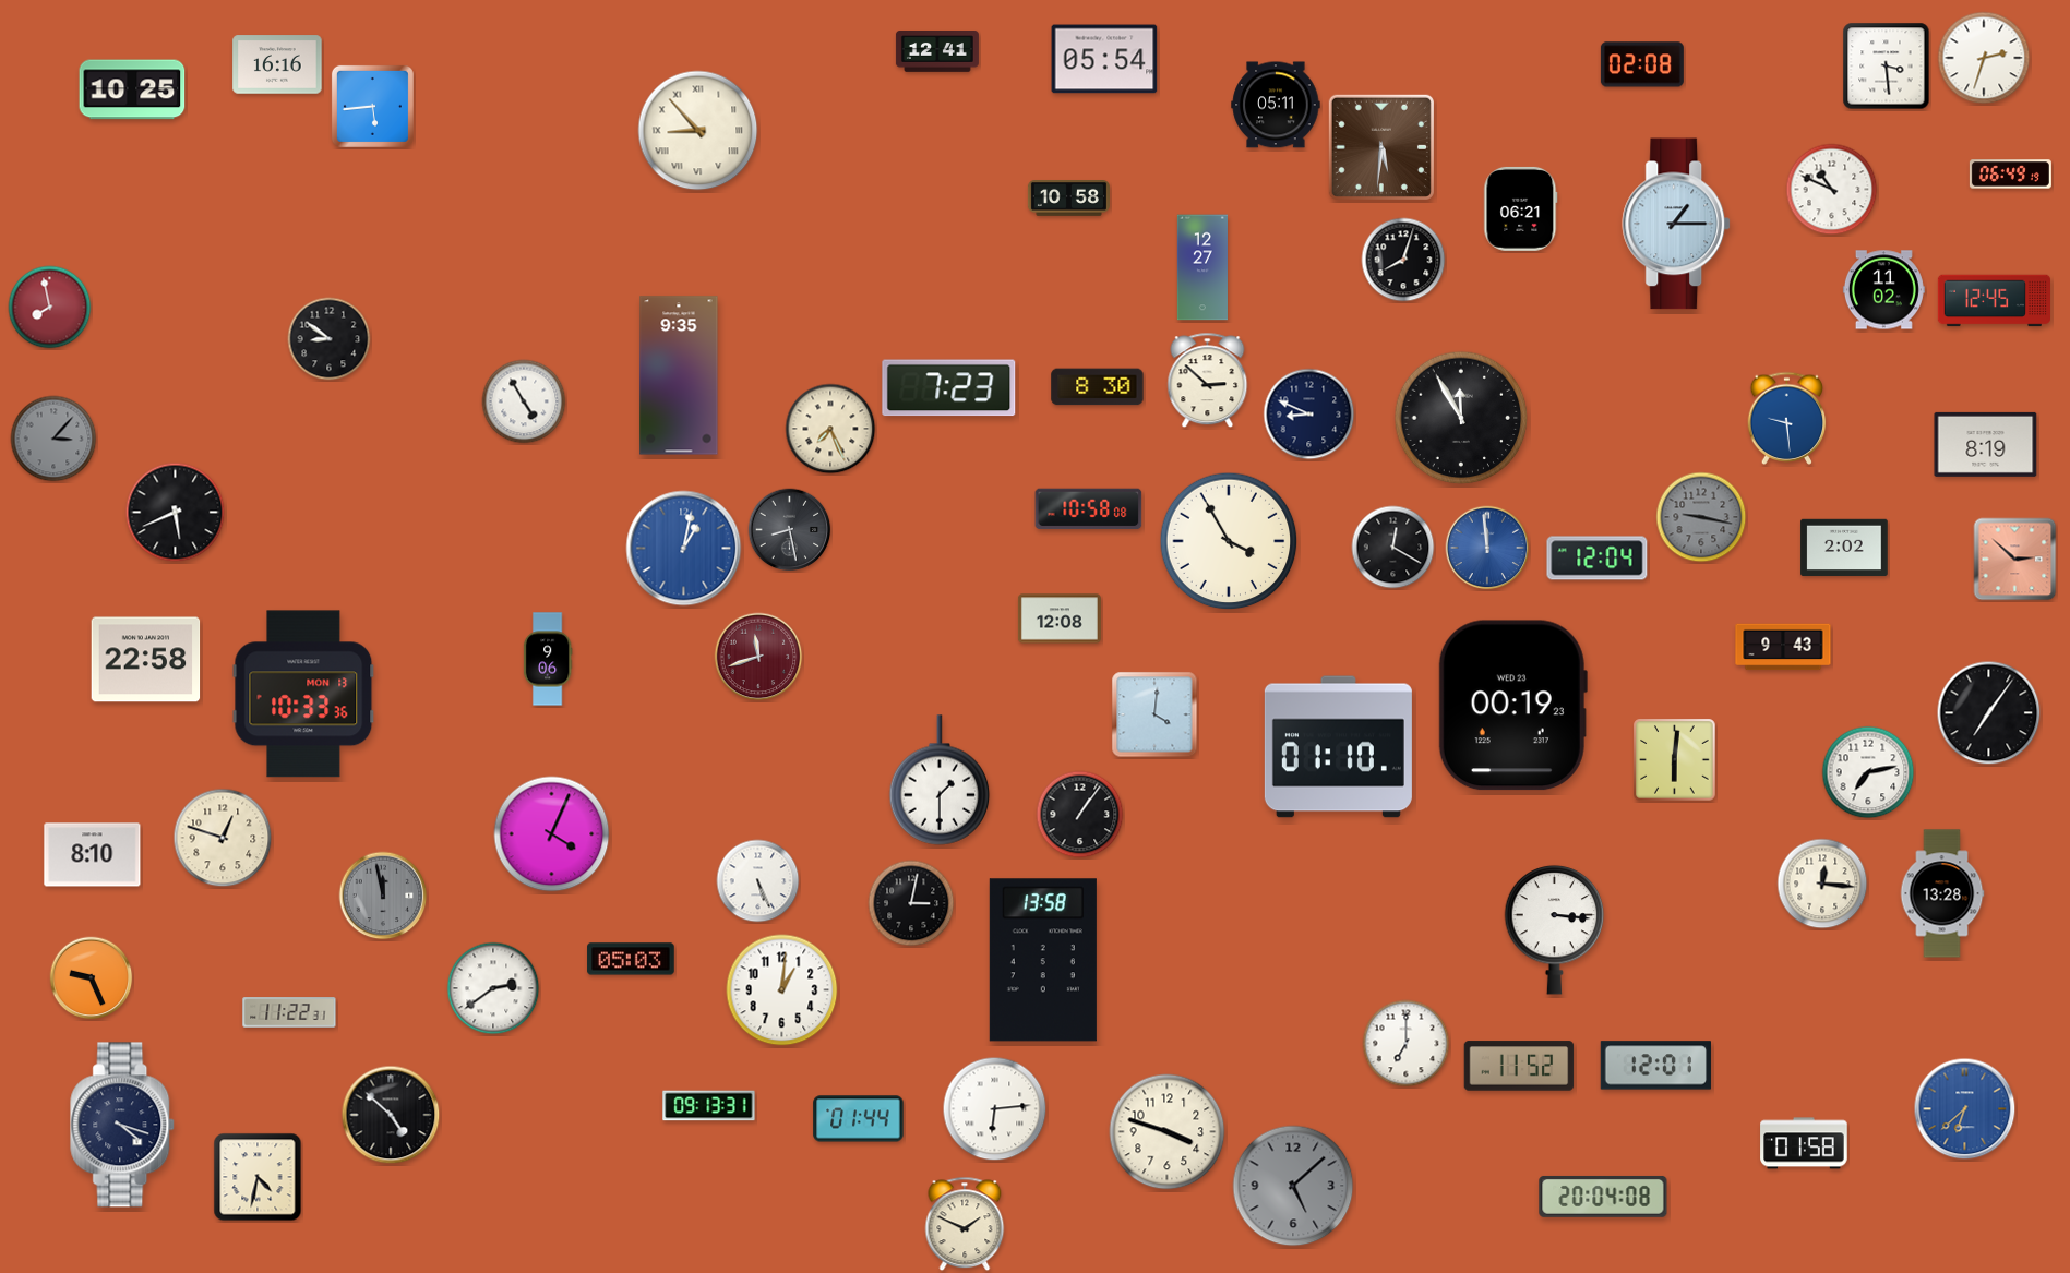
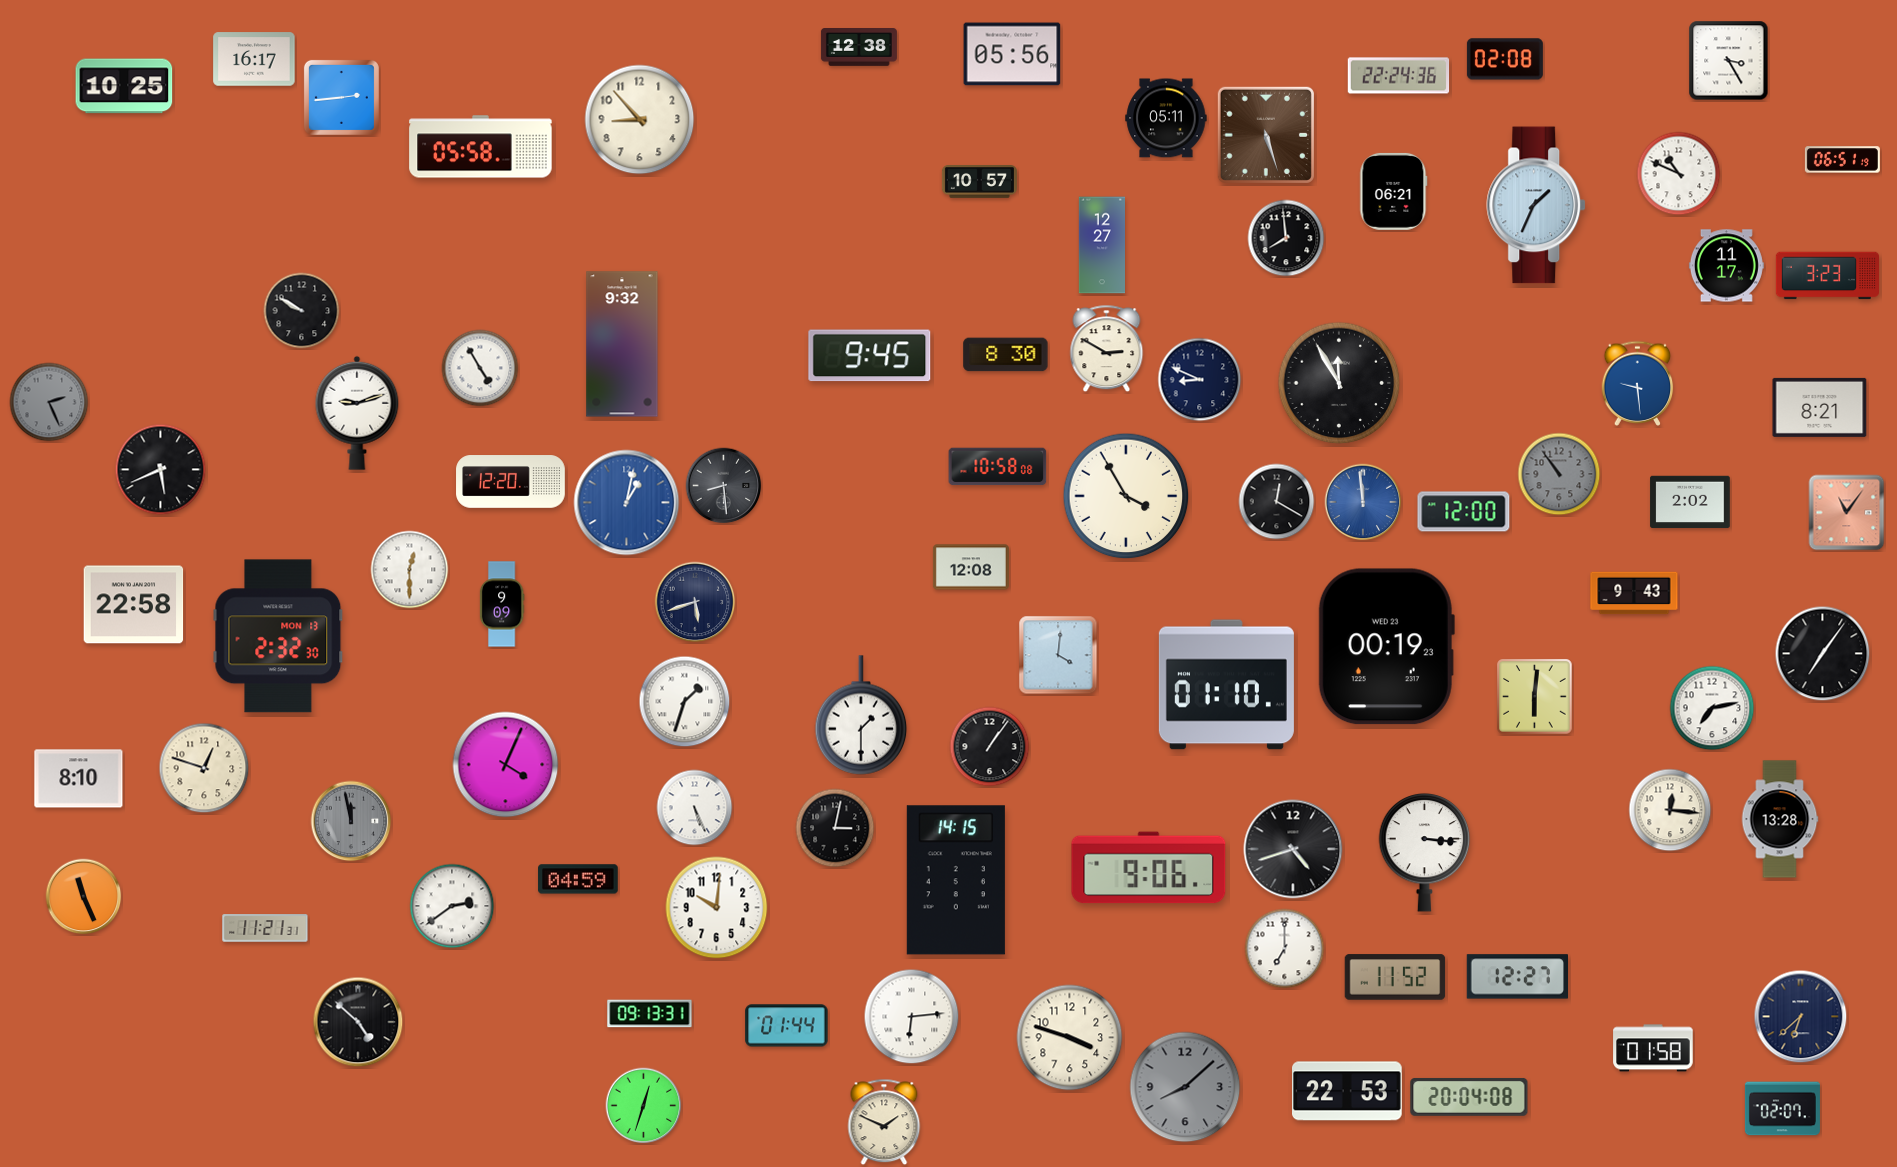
clock at (937, 52): 12:41 -> 12:38
clock at (1984, 58): 2:33 -> none
clock at (1104, 59): 05:54 -> 05:56
clock at (277, 64): 16:16 -> 16:17
clock at (1887, 67): 3:29 -> 3:25
clock at (1399, 76): none -> 22:24
clock at (132, 89) position: (132, 89) -> (124, 86)
clock at (1276, 105) position: (1276, 105) -> (1166, 118)
clock at (372, 106): 5:44 -> 2:44
clock at (698, 131) numerals: Roman -> Arabic
clock at (1381, 147): 5:31 -> 5:27
clock at (481, 147): none -> 05:58
clock at (2010, 175): 06:49 -> 06:51
clock at (1068, 199): 10:58 -> 10:57
clock at (1677, 224): 1:15 -> 1:34
clock at (1403, 260): 8:03 -> 7:59
clock at (1883, 290): 11:02 -> 11:17
clock at (1994, 301): 12:45 -> 3:23
clock at (50, 308): 7:58 -> none
clock at (330, 339): 8:51 -> 9:50
clock at (679, 375): 9:35 -> 9:32
clock at (1208, 381): 2:52 -> 2:50
clock at (949, 388): 7:23 -> 9:45
clock at (830, 429): 7:26 -> none
clock at (53, 439): 3:07 -> 2:26
clock at (1986, 444): 8:19 -> 8:21
clock at (357, 413): none -> 9:12
clock at (1701, 517): 9:17 -> 10:54
clock at (511, 482): none -> 12:20
clock at (790, 530): 8:28 -> 8:29
clock at (1598, 559): 12:04 -> 12:00
clock at (2015, 560): 2:52 -> 11:06
clock at (410, 570): none -> 12:30
clock at (758, 657): 11:42 -> 5:42
clock at (758, 657) dial: burgundy -> navy
clock at (548, 659): 9:06 -> 9:09
clock at (303, 694): 10:33 -> 2:32
clock at (685, 702): none -> 1:33
clock at (93, 855) position: (93, 855) -> (79, 779)
clock at (1293, 849): none -> 4:42
clock at (1149, 868): none -> 9:06
clock at (631, 959): 05:03 -> 04:59
clock at (1043, 960): 13:58 -> 14:15
clock at (92, 978): 9:26 -> 11:26
clock at (782, 990): 1:01 -> 10:01
clock at (289, 1012): 11:22 -> 11:21
clock at (1407, 1044) position: (1407, 1044) -> (1285, 949)
clock at (1519, 1066) position: (1519, 1066) -> (1395, 977)
clock at (1655, 1066): 12:01 -> 12:27
clock at (1965, 1109) dial: blue -> navy
clock at (123, 1125): 4:18 -> none
clock at (258, 1177): 4:32 -> none
clock at (1293, 1186): 5:08 -> 8:08
clock at (1348, 1091): none -> 22:53
clock at (644, 1106): none -> 12:33
clock at (1782, 1109): none -> 02:07
